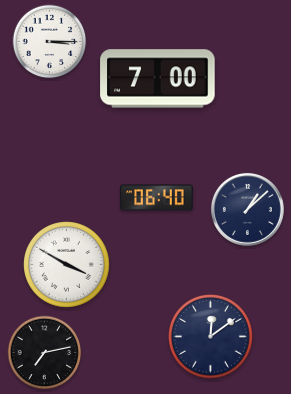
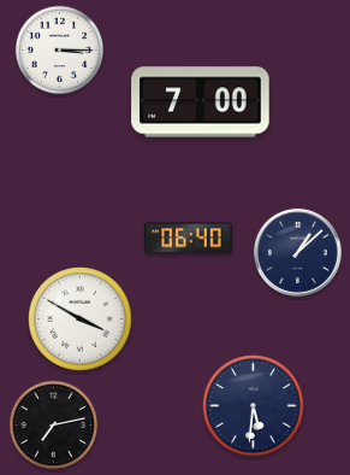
clock at (158, 79) position: (158, 79) -> (201, 102)
clock at (210, 336): 12:09 -> 5:31
